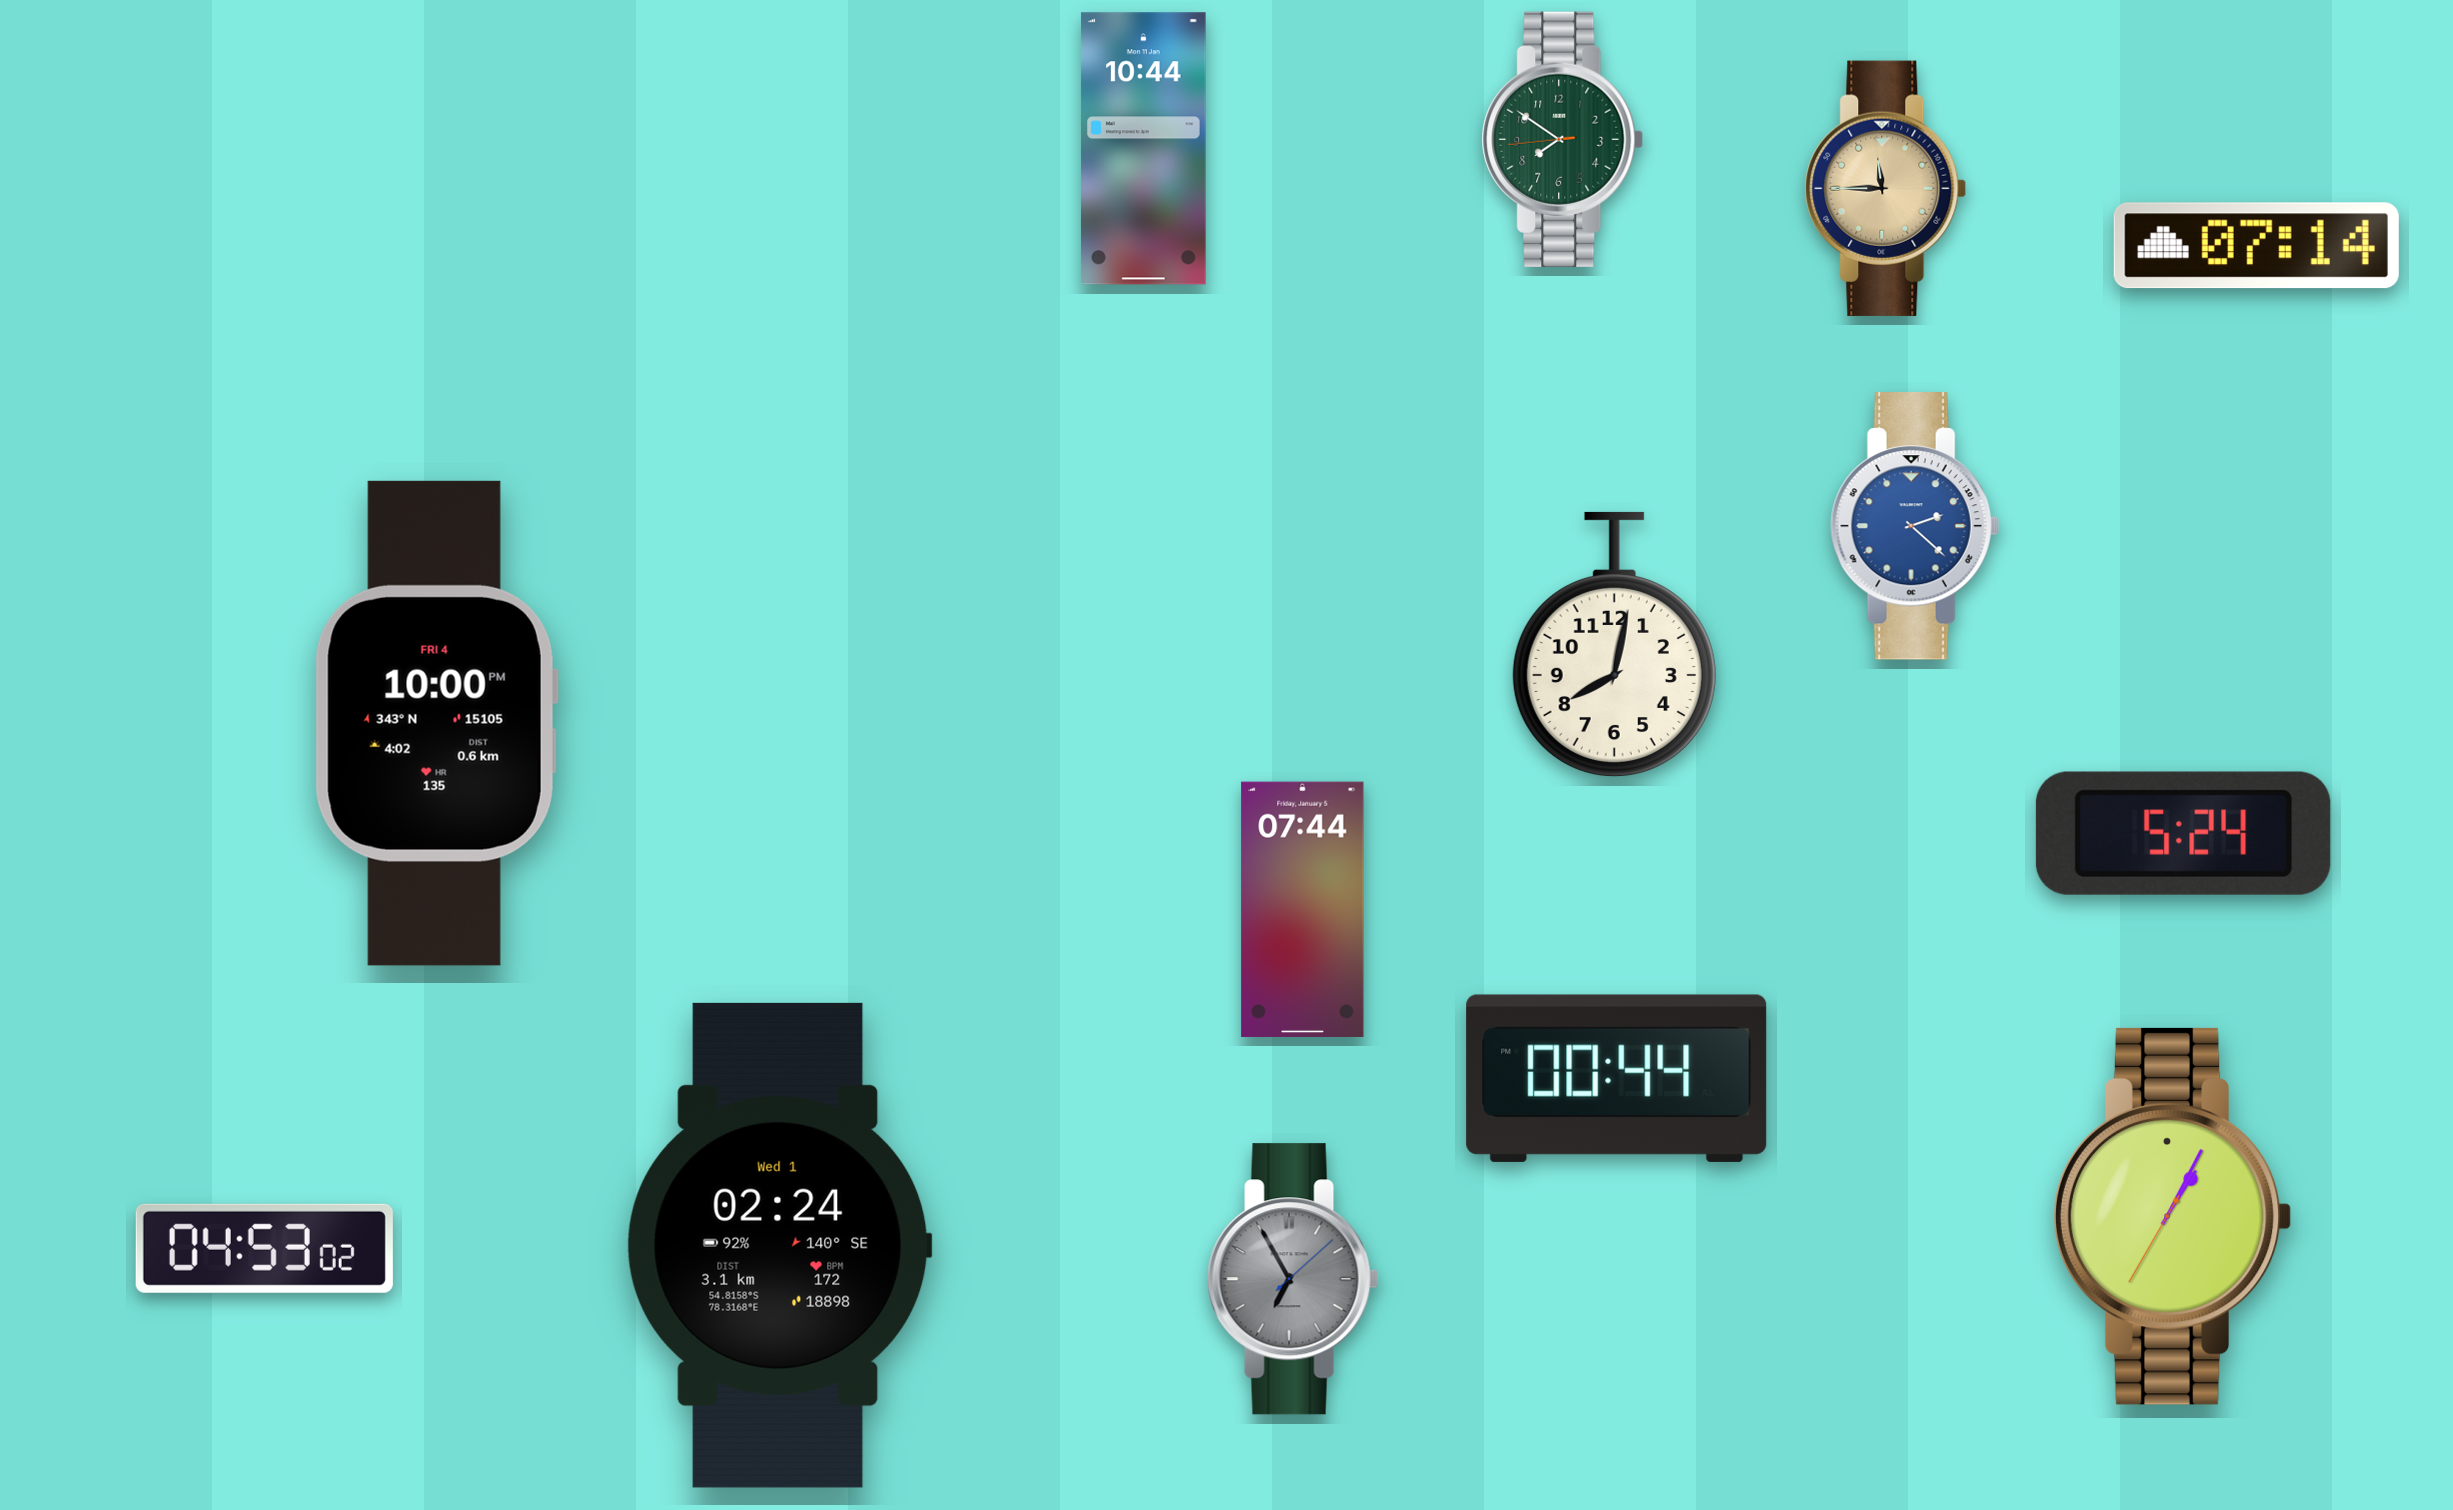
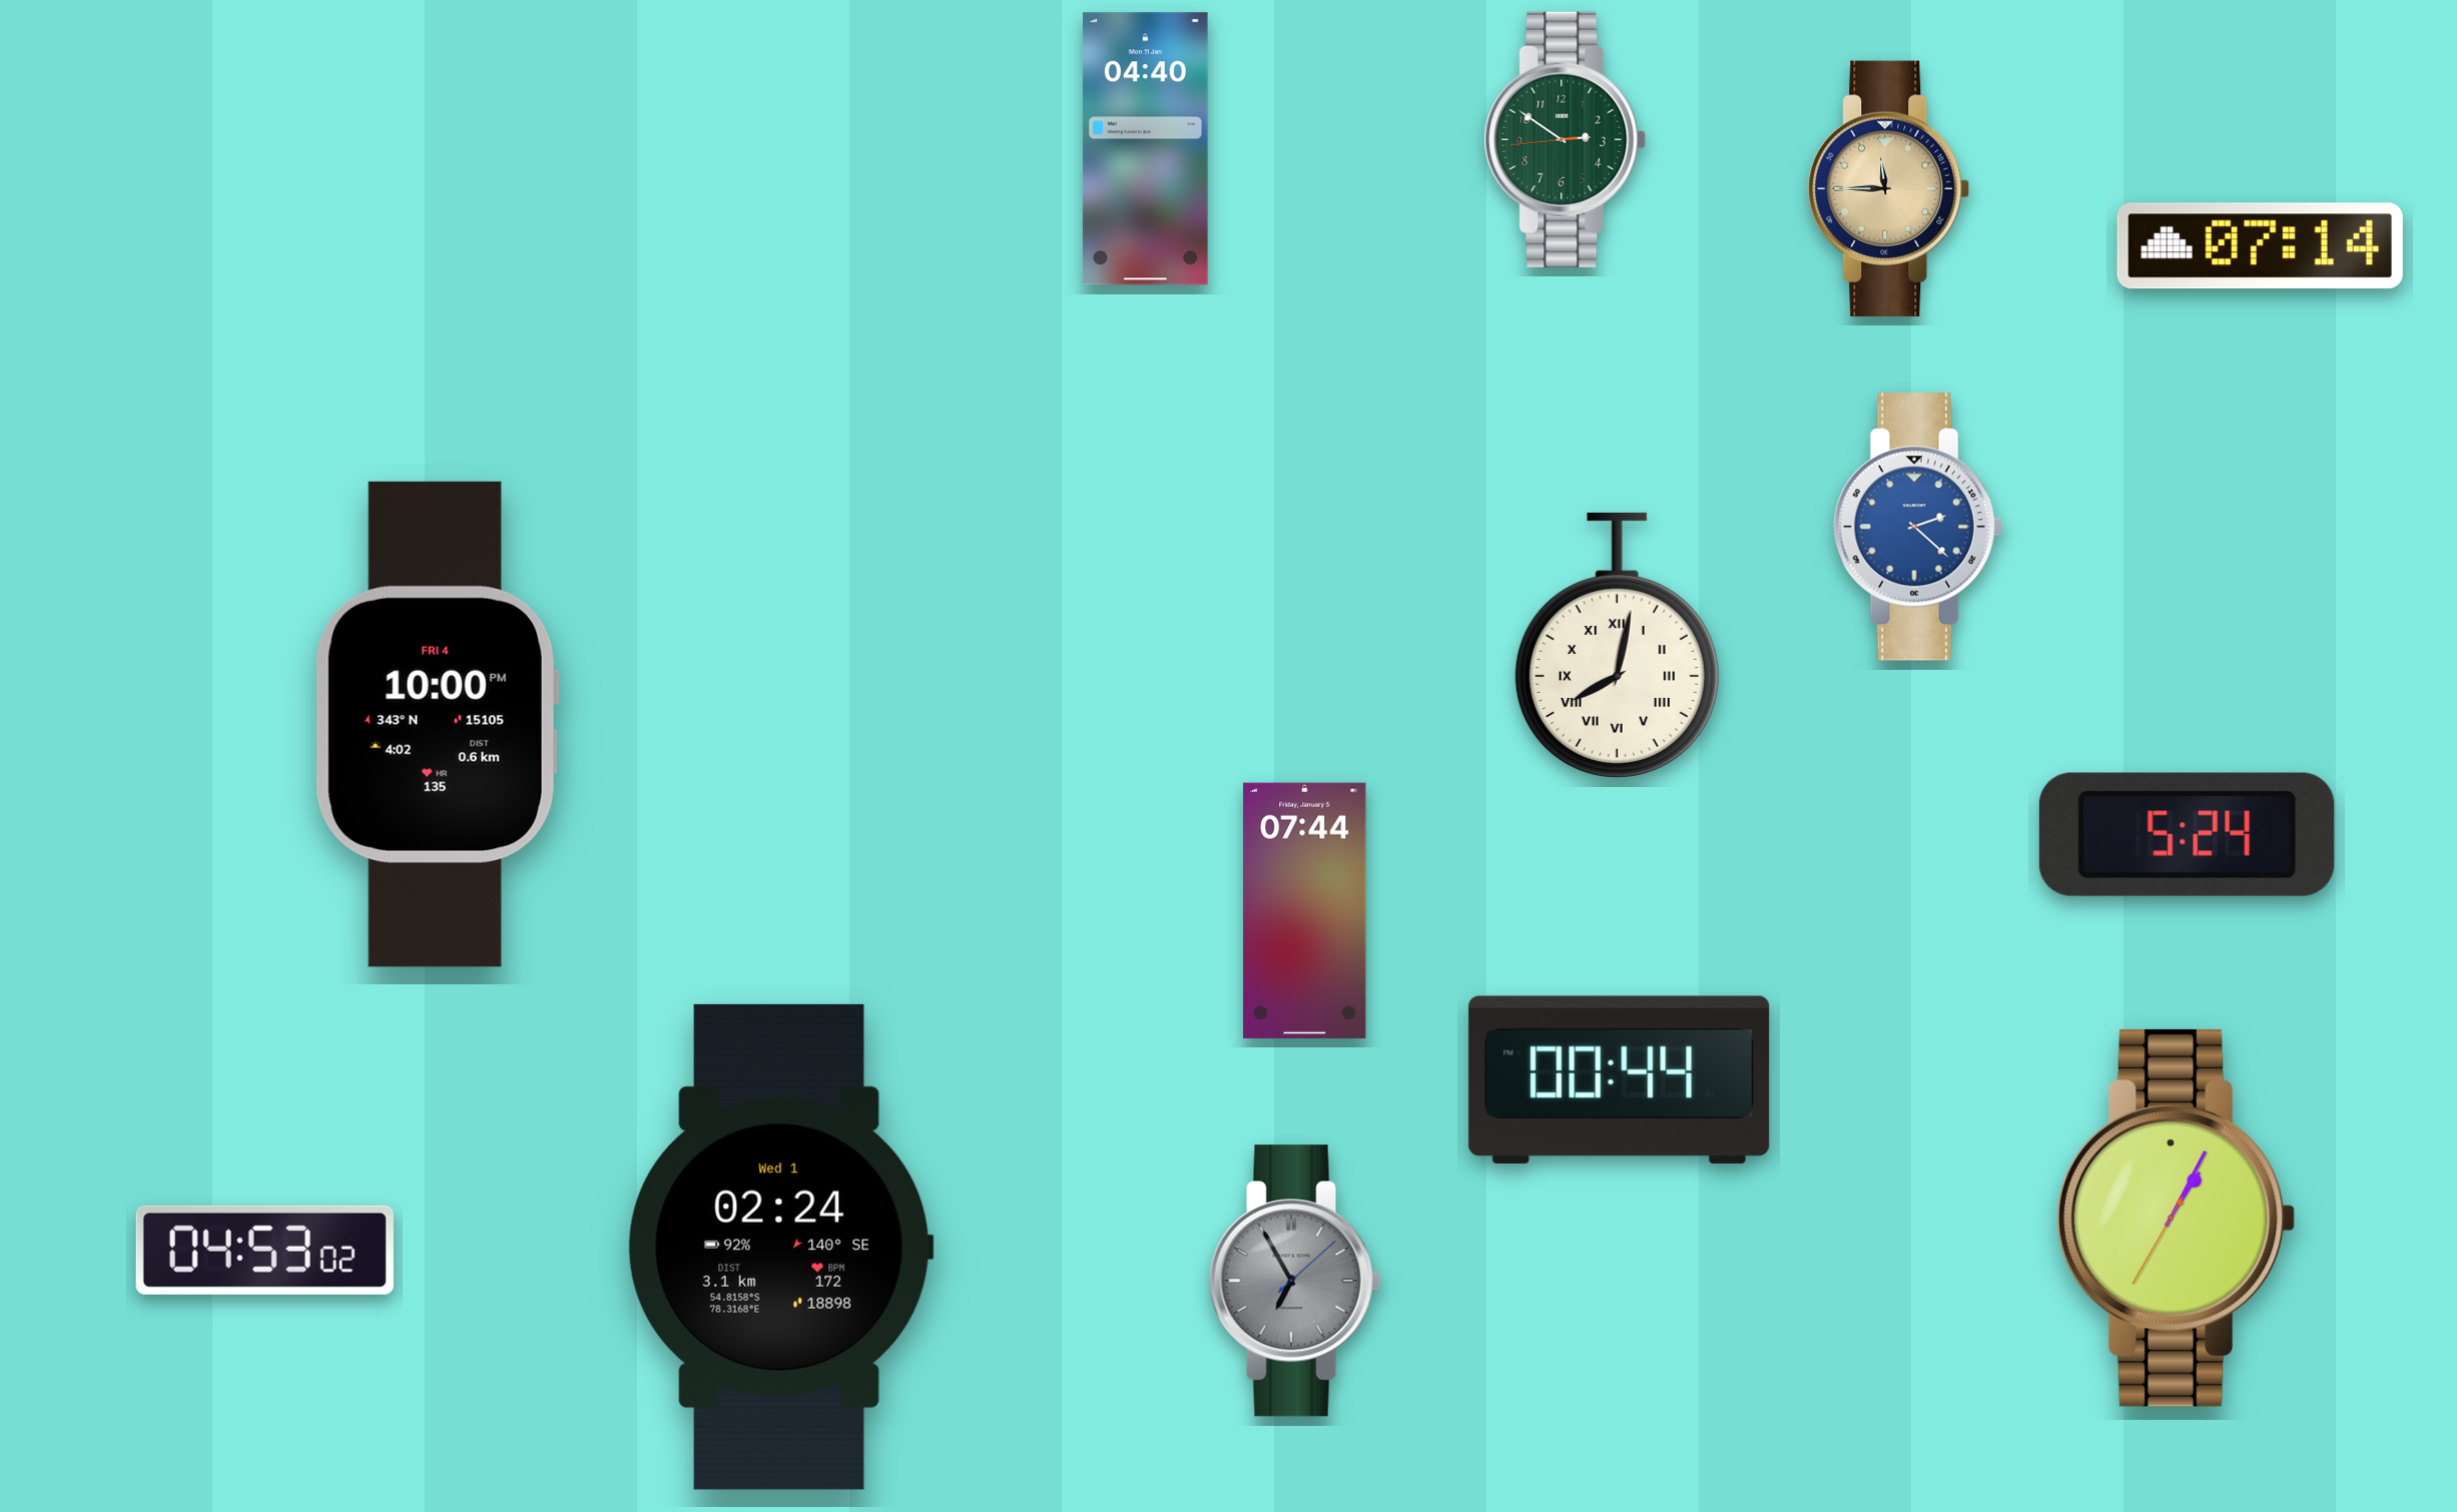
clock at (1563, 139): 7:50 -> 2:50
clock at (1143, 149): 10:44 -> 04:40
clock at (1614, 645) numerals: Arabic -> Roman
